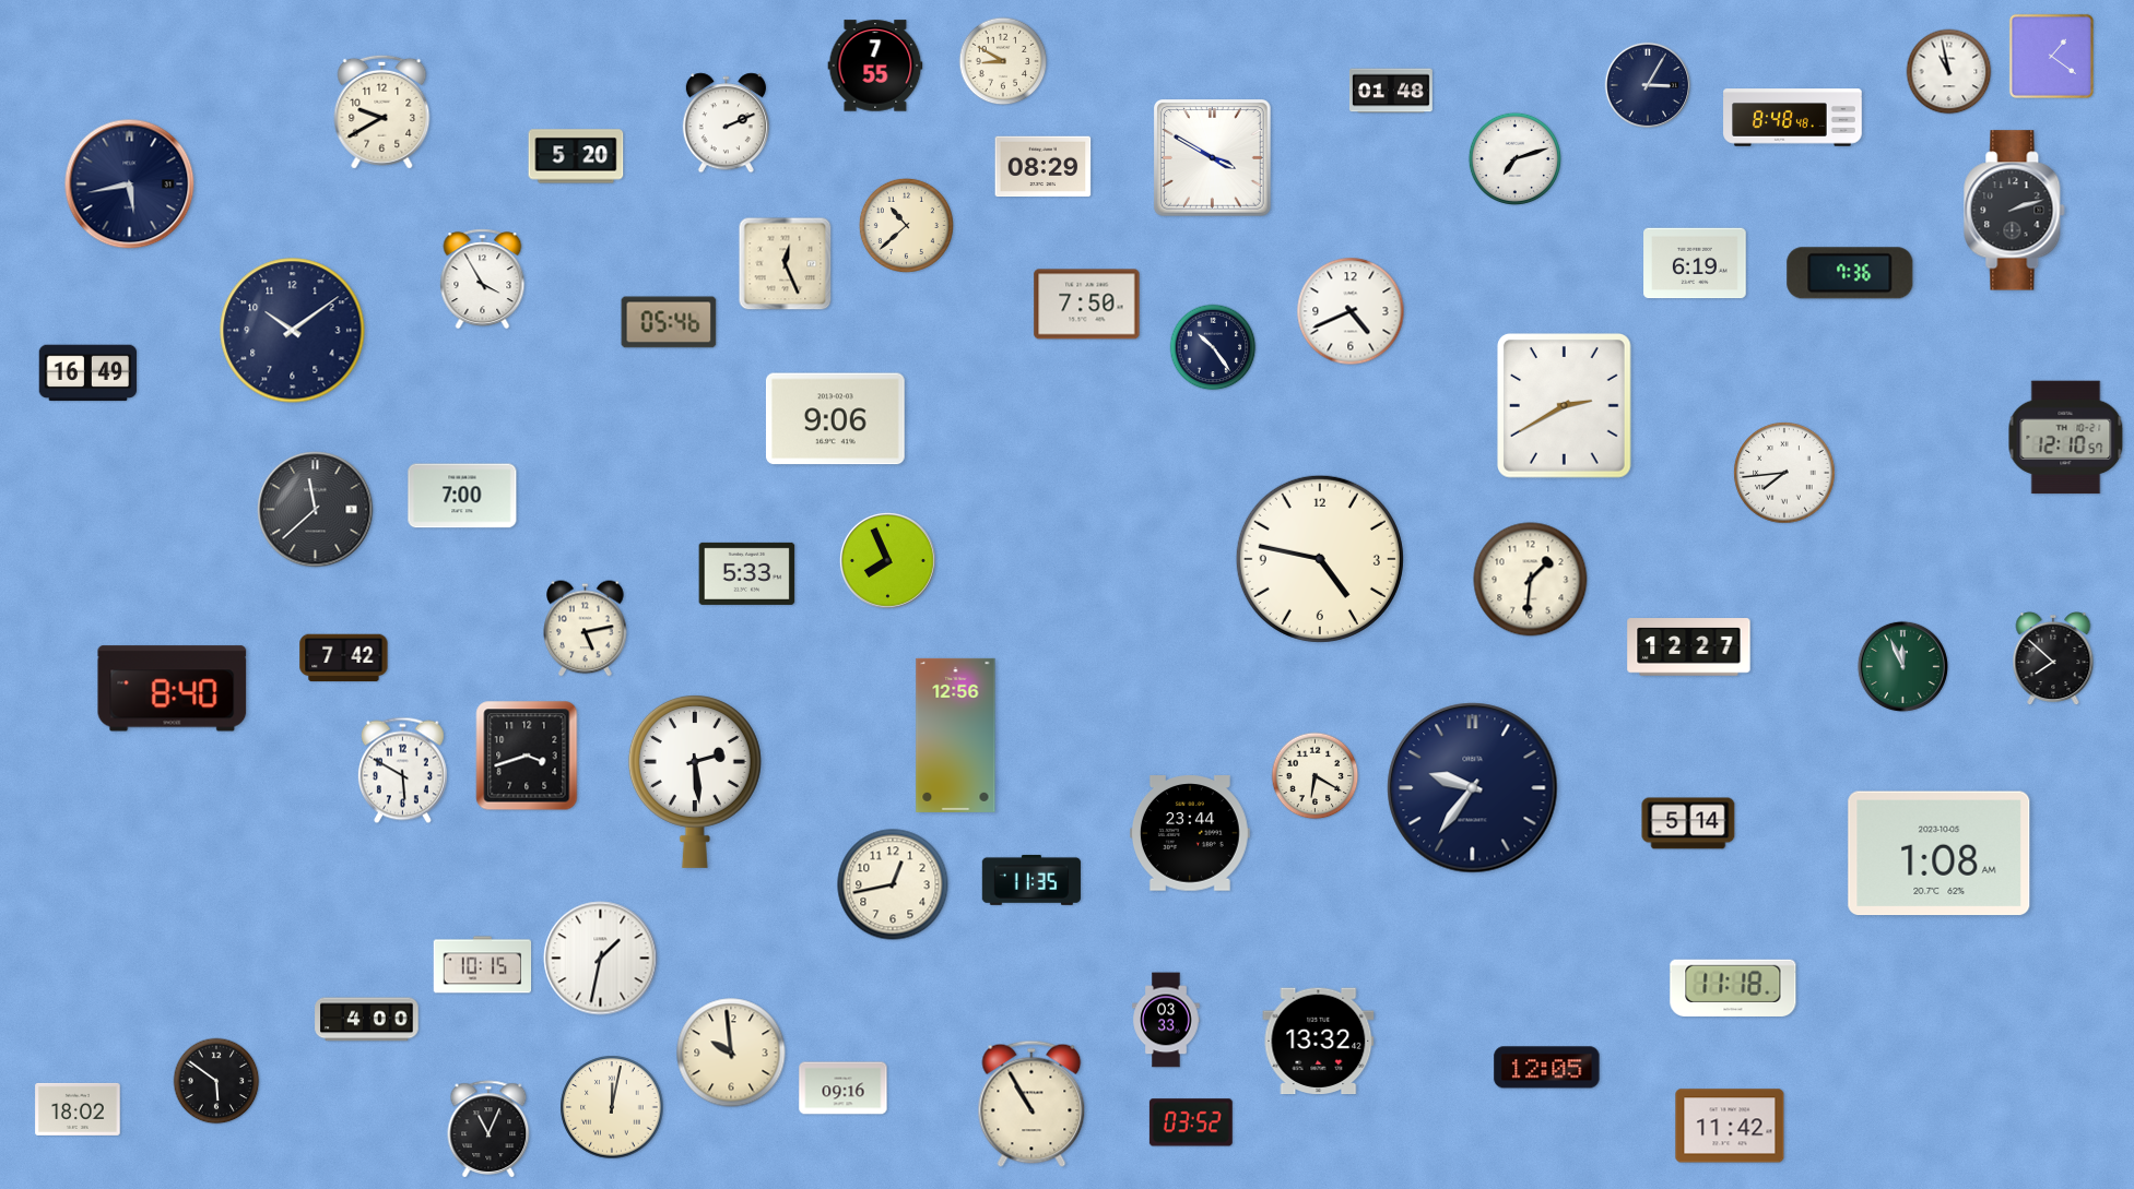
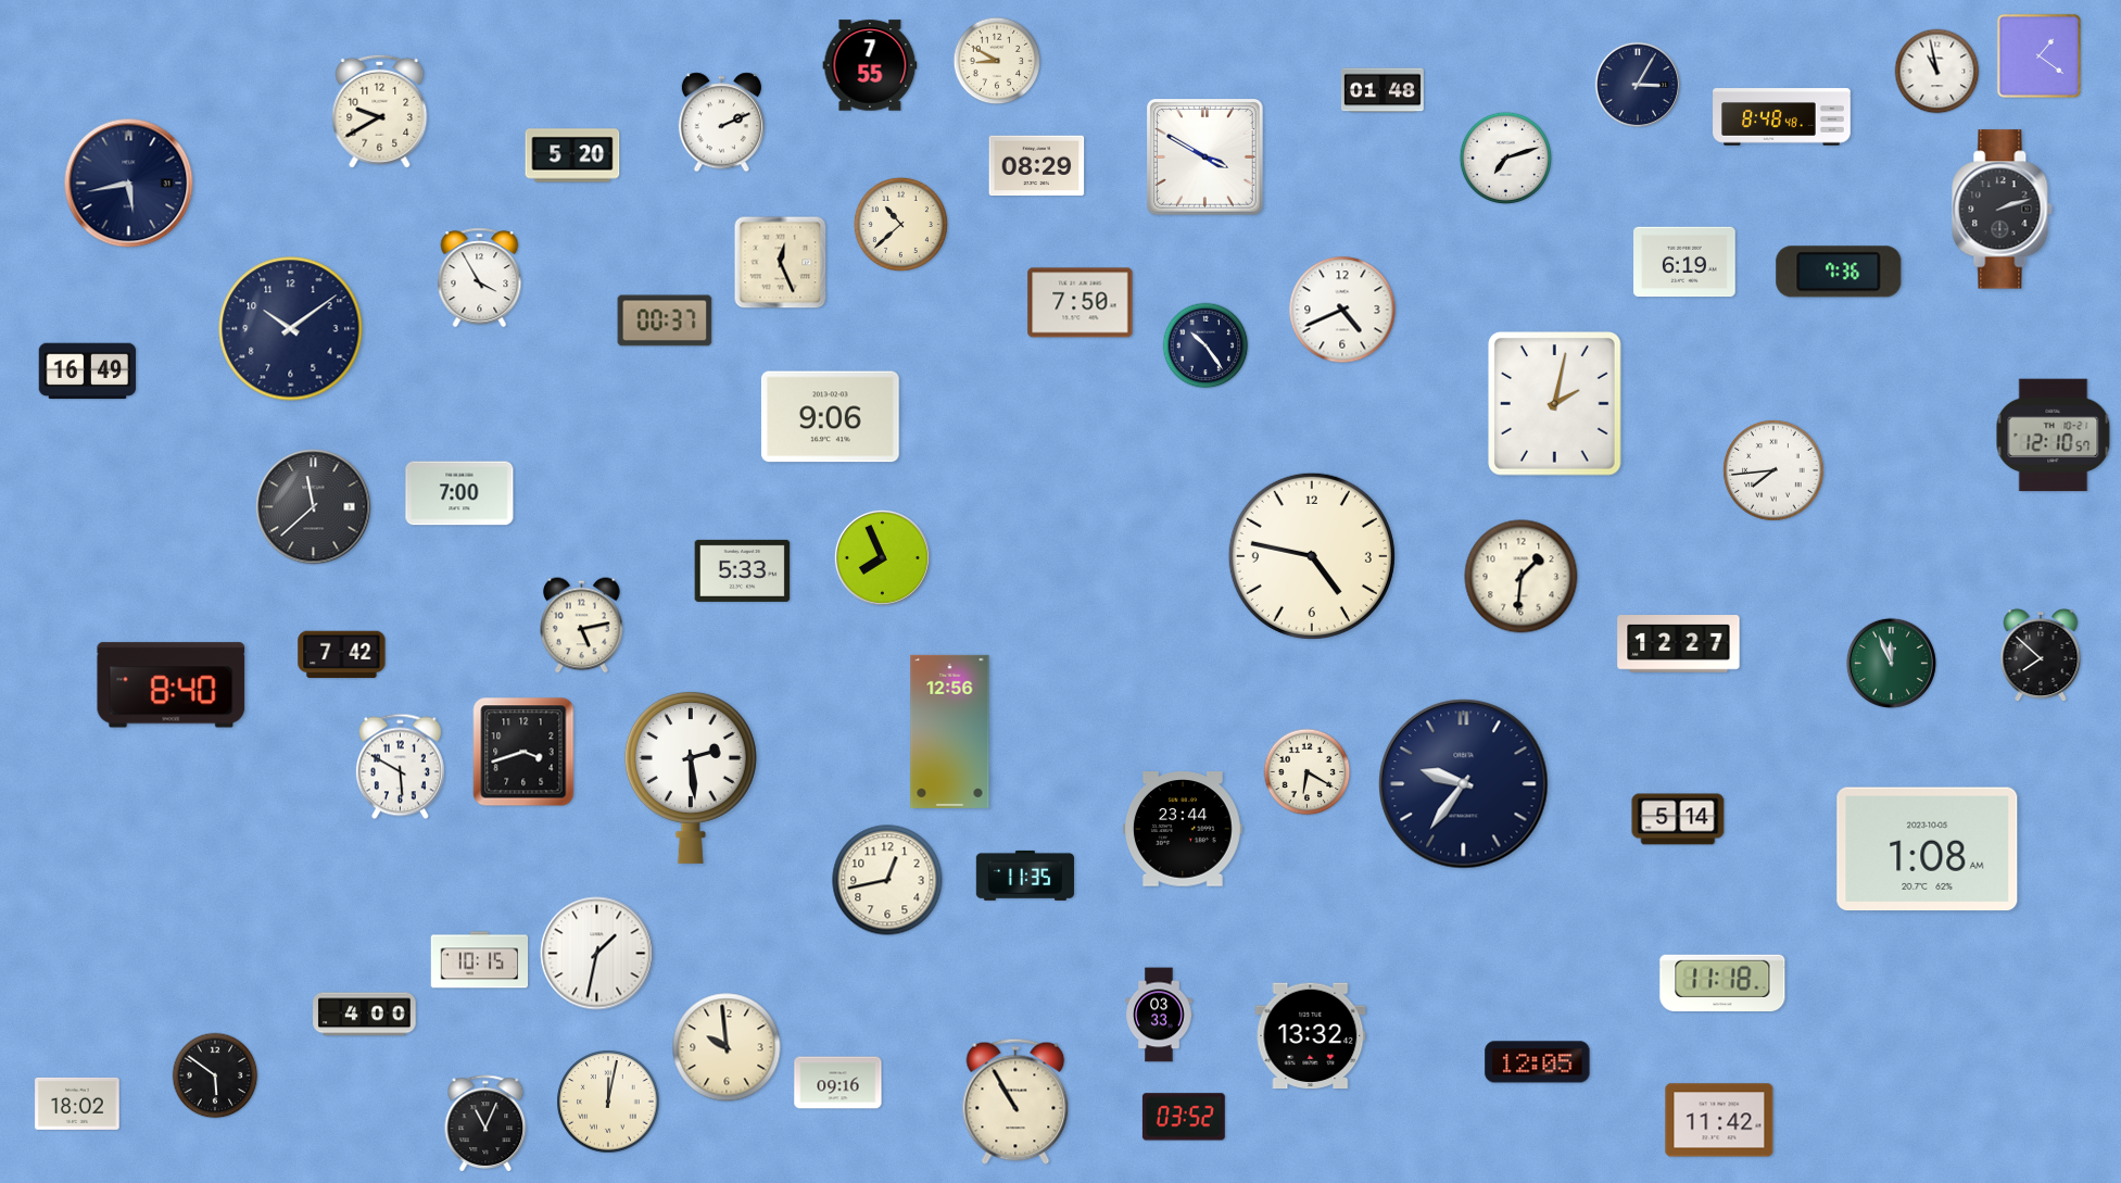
clock at (669, 322): 05:46 -> 00:37
clock at (1565, 406): 2:40 -> 2:02
clock at (1031, 1104) position: (1031, 1104) -> (1015, 1102)
